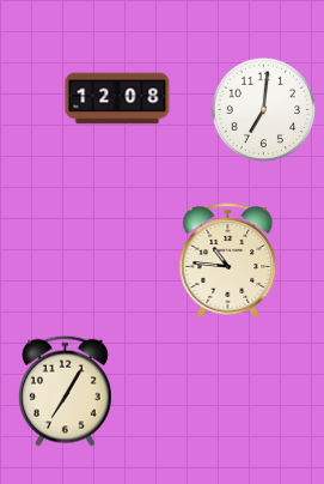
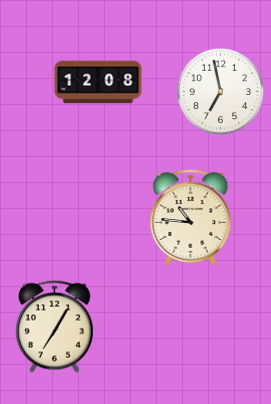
clock at (263, 109): 7:01 -> 6:58
